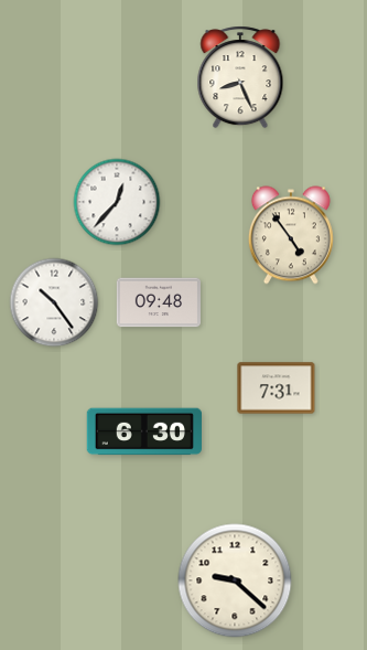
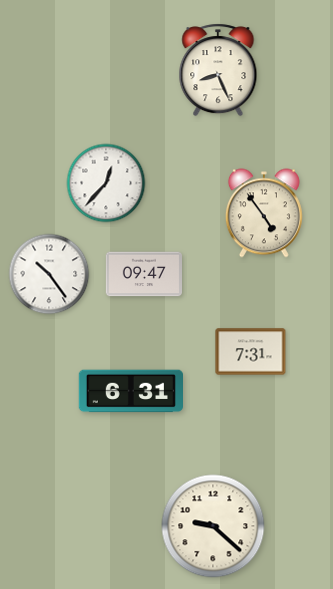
clock at (158, 302): 09:48 -> 09:47
clock at (143, 431): 6:30 -> 6:31
